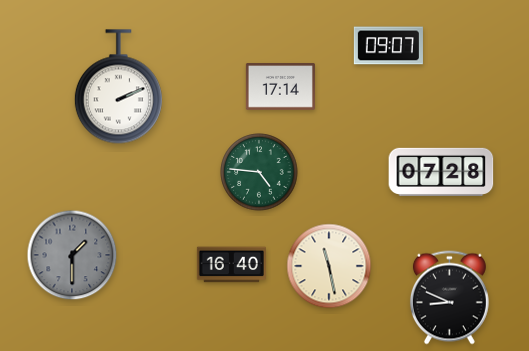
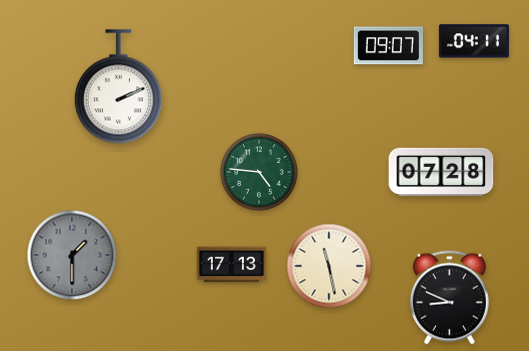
clock at (474, 41): none -> 04:11
clock at (280, 87): 17:14 -> none
clock at (231, 265): 16:40 -> 17:13
